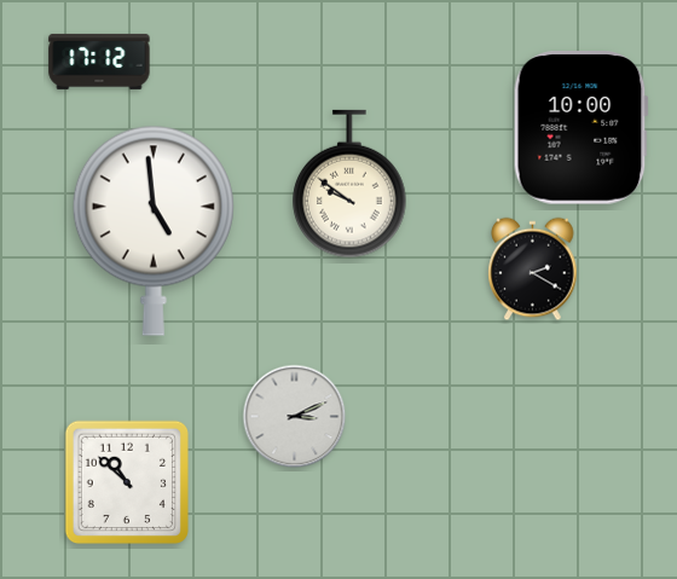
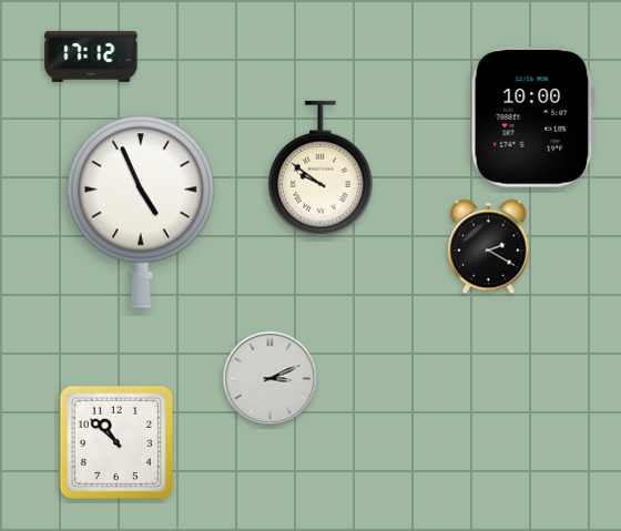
clock at (154, 231): 4:59 -> 4:56
clock at (295, 417) position: (295, 417) -> (271, 379)
